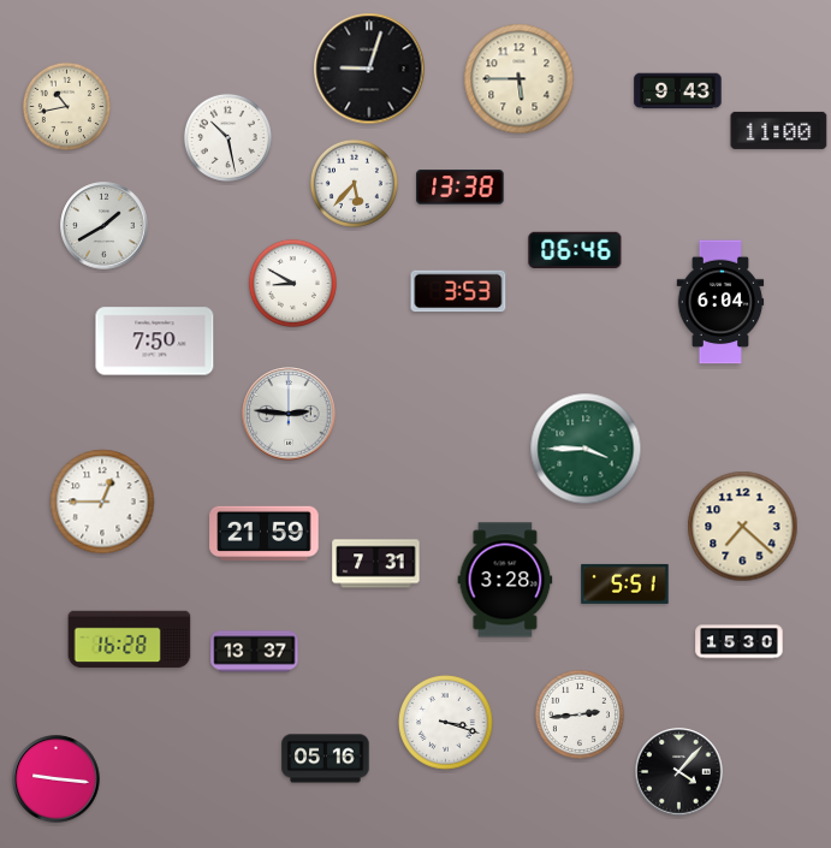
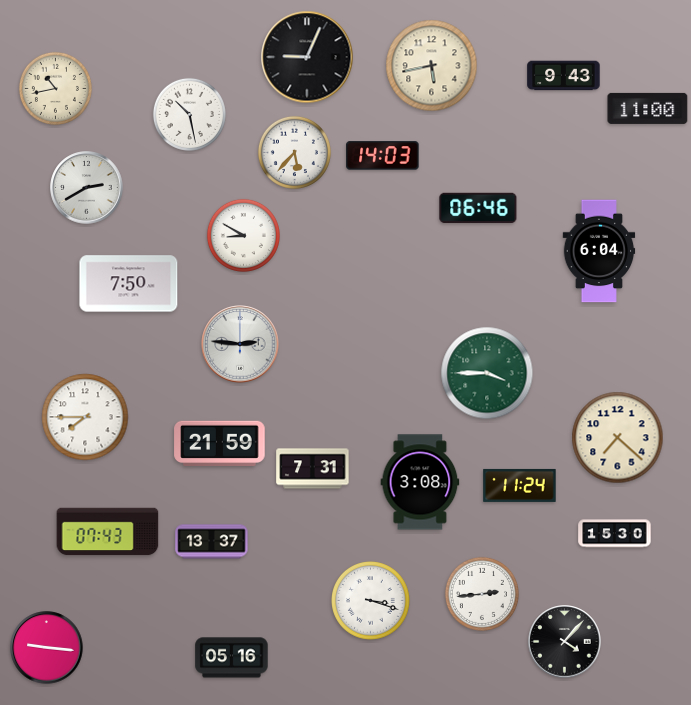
clock at (369, 69): 9:03 -> 9:04
clock at (520, 79): 5:45 -> 5:43
clock at (461, 188): 13:38 -> 14:03
clock at (105, 226): 1:40 -> 2:40
clock at (458, 291): 3:53 -> none
clock at (102, 502): 12:45 -> 7:45
clock at (505, 580): 3:28 -> 3:08
clock at (625, 583): 5:51 -> 11:24
clock at (130, 640): 16:28 -> 07:43
clock at (326, 759) position: (326, 759) -> (232, 658)
